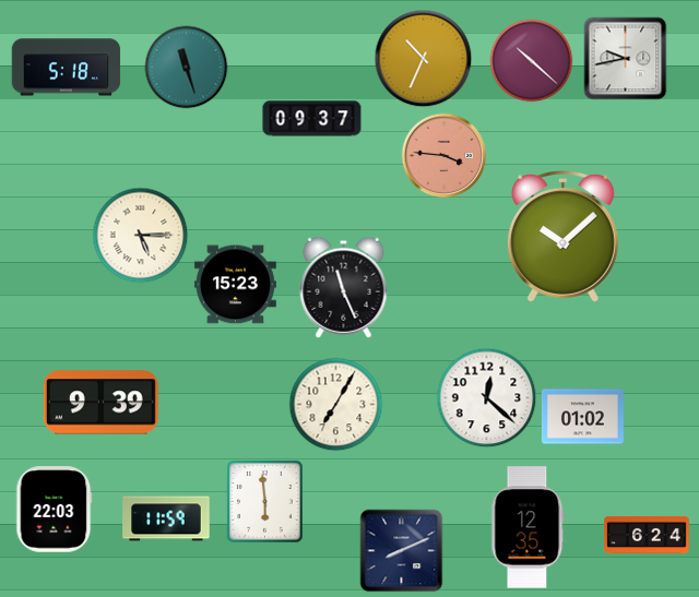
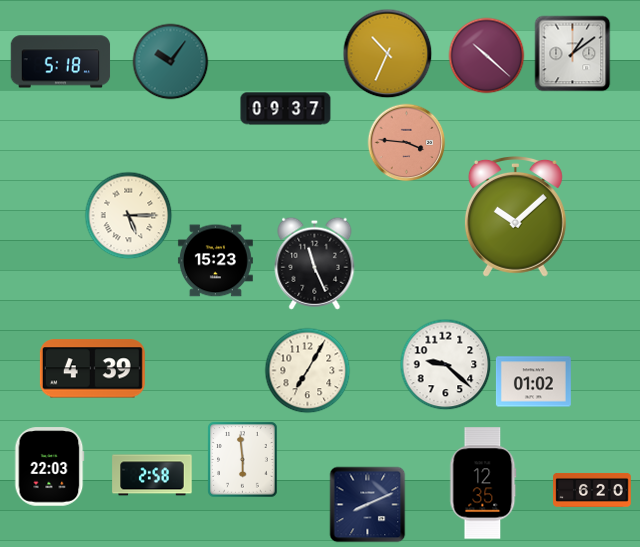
clock at (626, 59): 9:43 -> 1:09
clock at (187, 68): 11:27 -> 10:06
clock at (487, 398): 12:22 -> 9:22
clock at (100, 403): 9:39 -> 4:39
clock at (166, 518): 11:59 -> 2:58
clock at (647, 535): 6:24 -> 6:20
